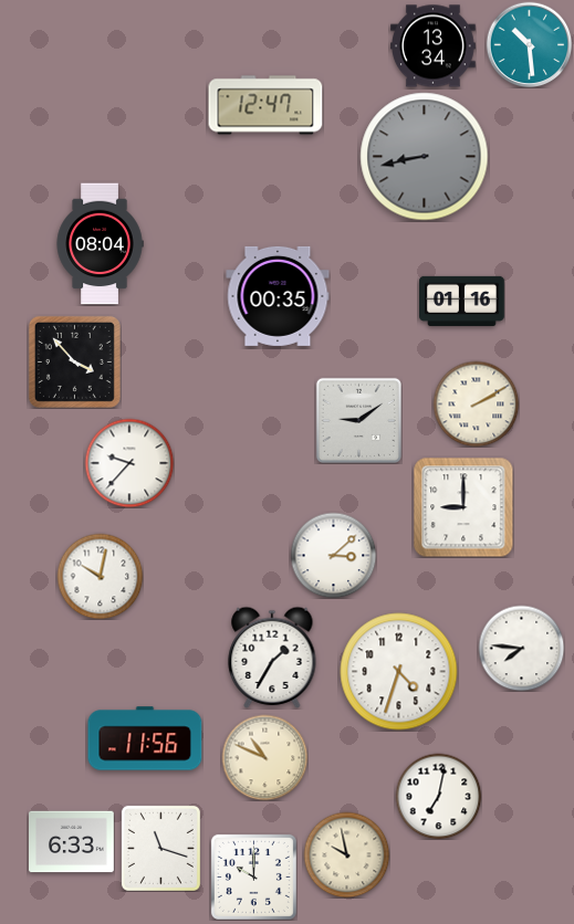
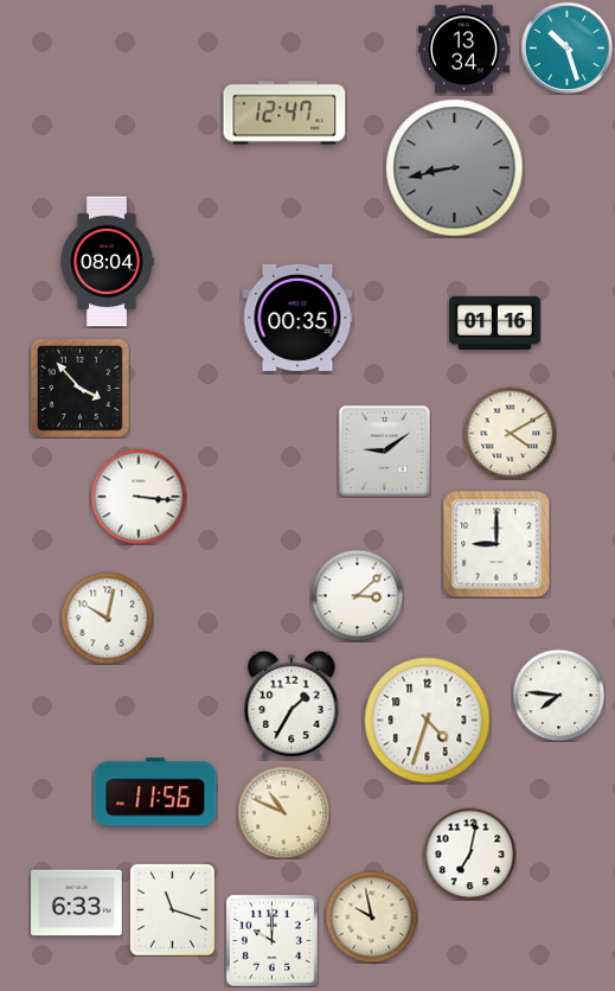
clock at (529, 44): 10:29 -> 10:27
clock at (476, 403): 2:10 -> 4:10
clock at (129, 463): 9:37 -> 3:16
